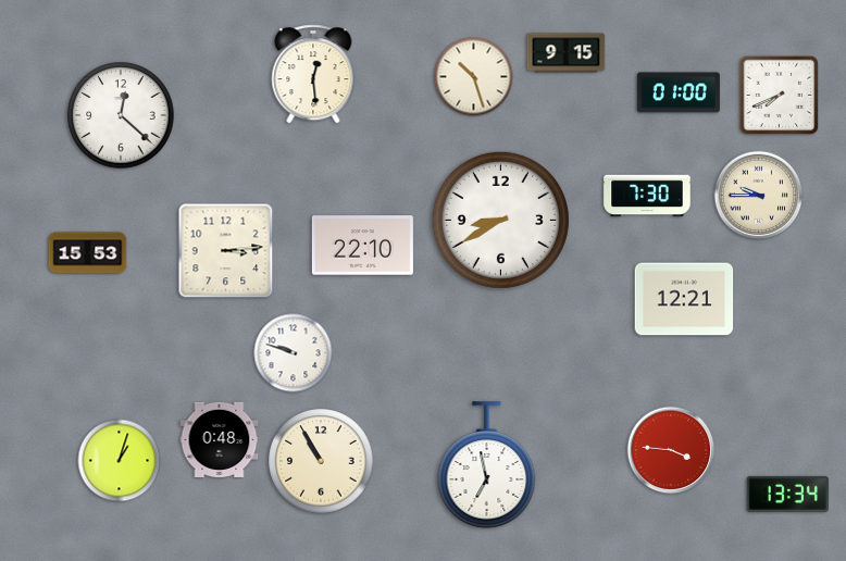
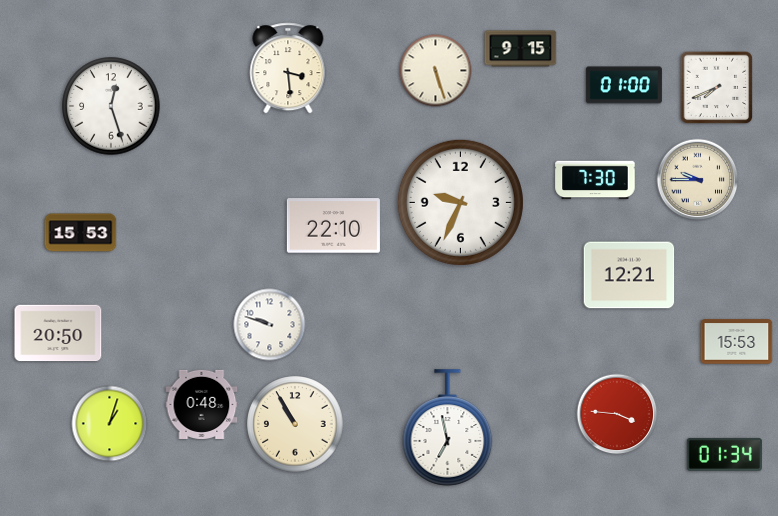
clock at (313, 74): 12:29 -> 3:29
clock at (474, 77): 10:27 -> 5:27
clock at (121, 115): 12:22 -> 12:27
clock at (500, 220): 8:40 -> 9:34
clock at (226, 251): 3:14 -> none
clock at (58, 333): none -> 20:50
clock at (737, 342): none -> 15:53
clock at (787, 494): 13:34 -> 01:34
